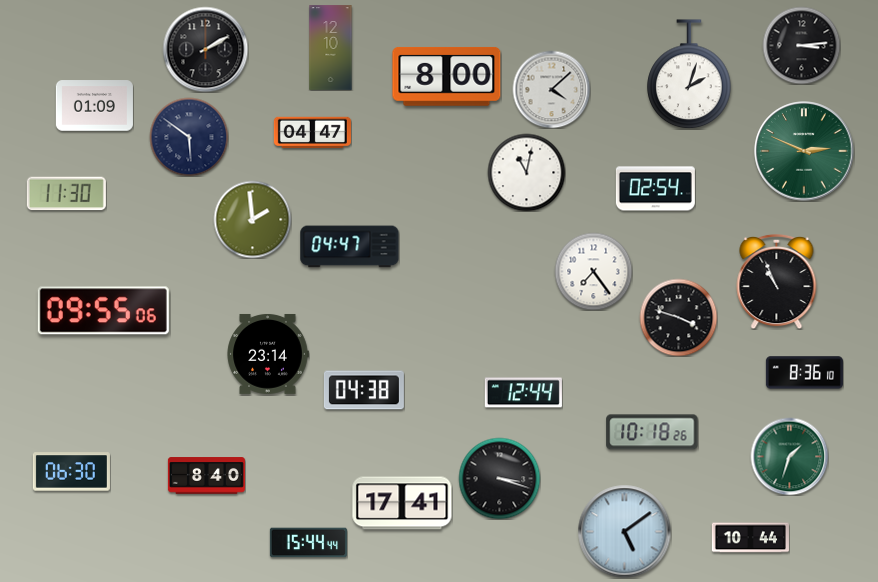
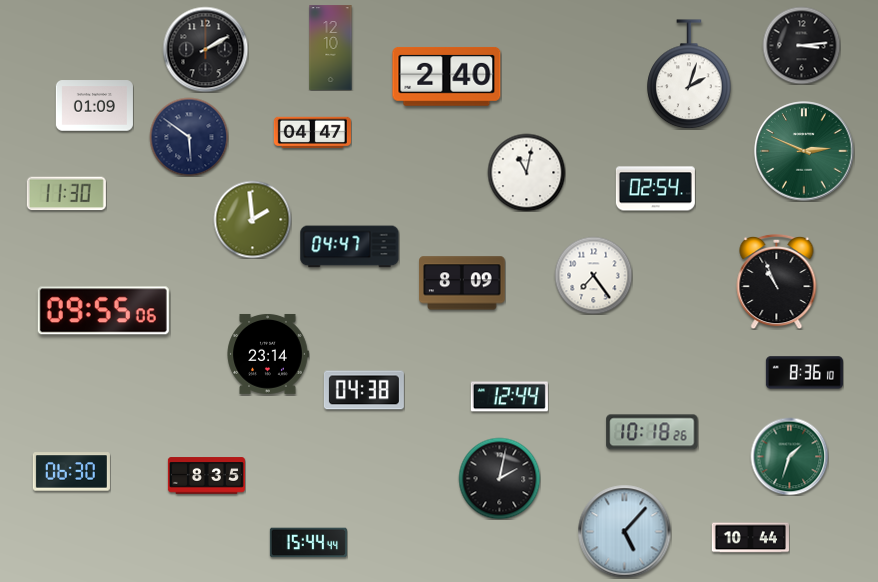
clock at (447, 76): 8:00 -> 2:40
clock at (551, 89): 4:08 -> none
clock at (593, 271) position: (593, 271) -> (593, 275)
clock at (462, 283): none -> 8:09
clock at (678, 317): 3:48 -> none
clock at (523, 393) position: (523, 393) -> (509, 397)
clock at (206, 476): 8:40 -> 8:35
clock at (499, 478): 3:18 -> 2:02
clock at (402, 503): 17:41 -> none
clock at (624, 531): 5:09 -> 5:07
